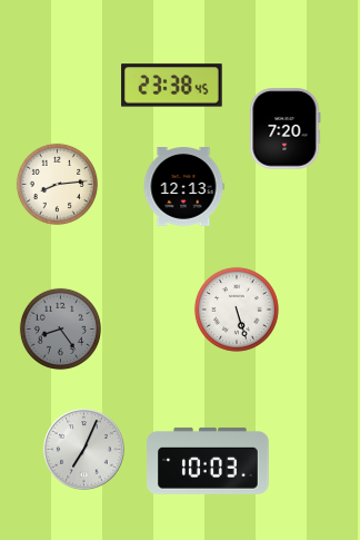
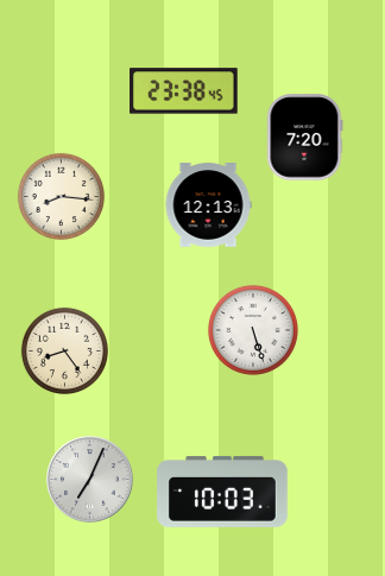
clock at (57, 184): 8:14 -> 8:16
clock at (183, 187) position: (183, 187) -> (208, 205)
clock at (60, 328) dial: grey -> cream
